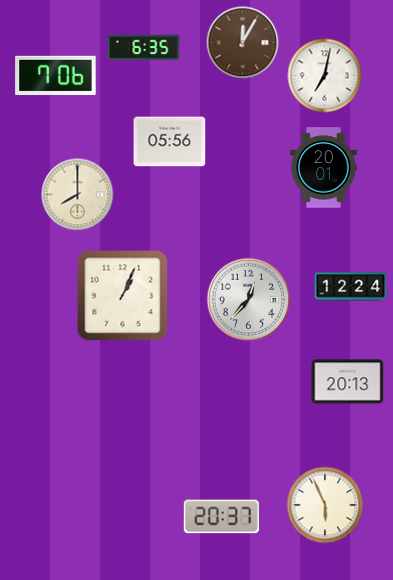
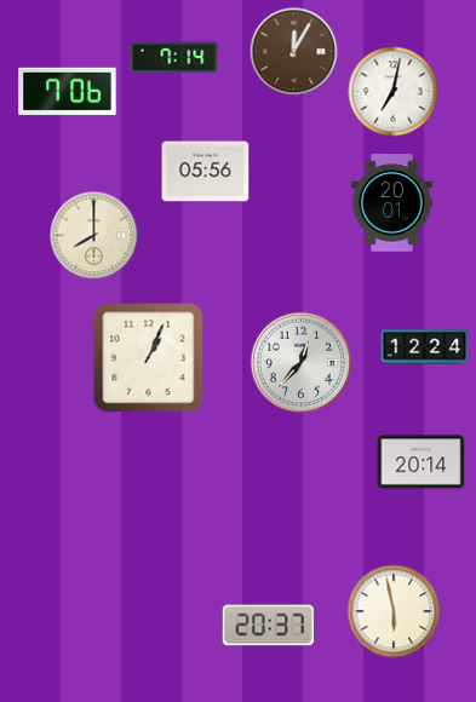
clock at (144, 48): 6:35 -> 7:14
clock at (348, 382): 20:13 -> 20:14
clock at (325, 505): 5:56 -> 5:58
